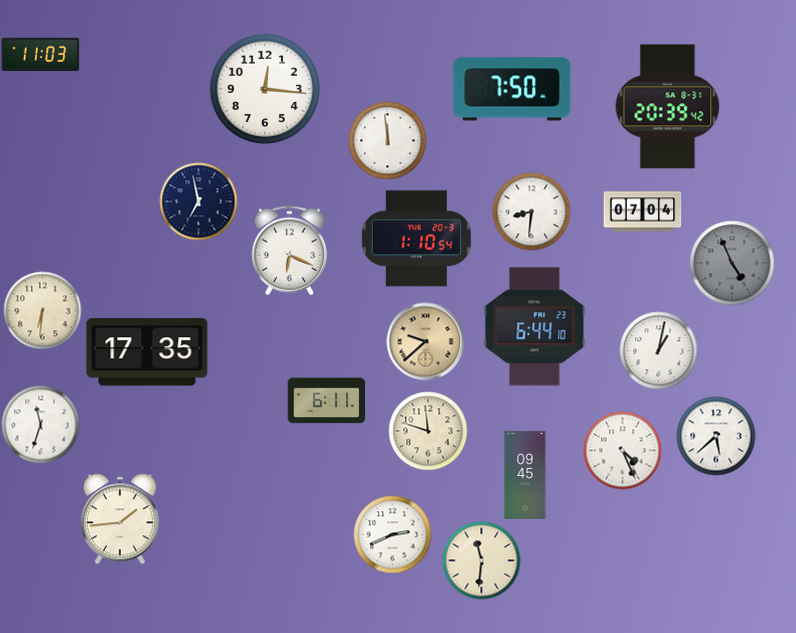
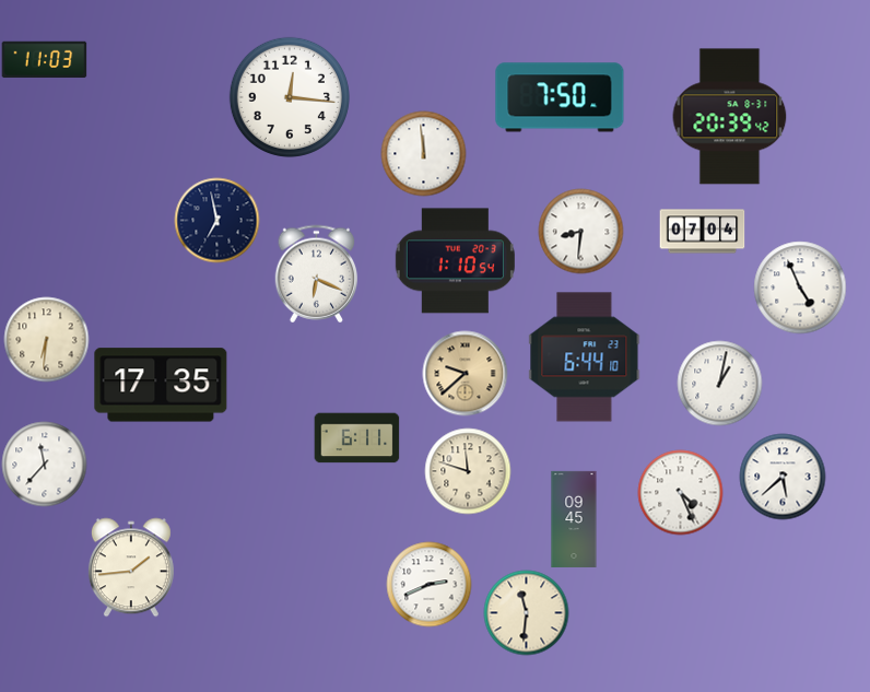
clock at (732, 263) dial: grey -> white
clock at (40, 424): 11:33 -> 11:37
